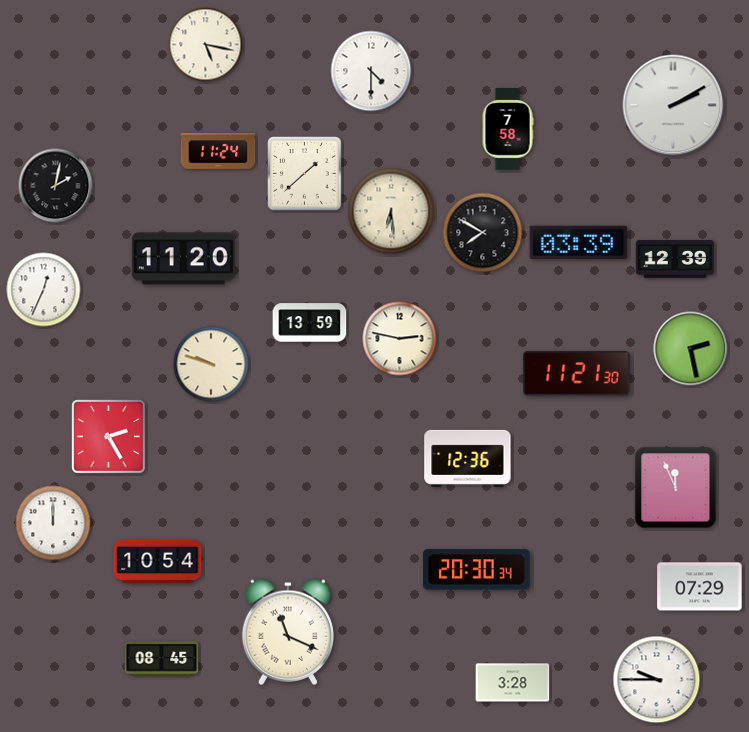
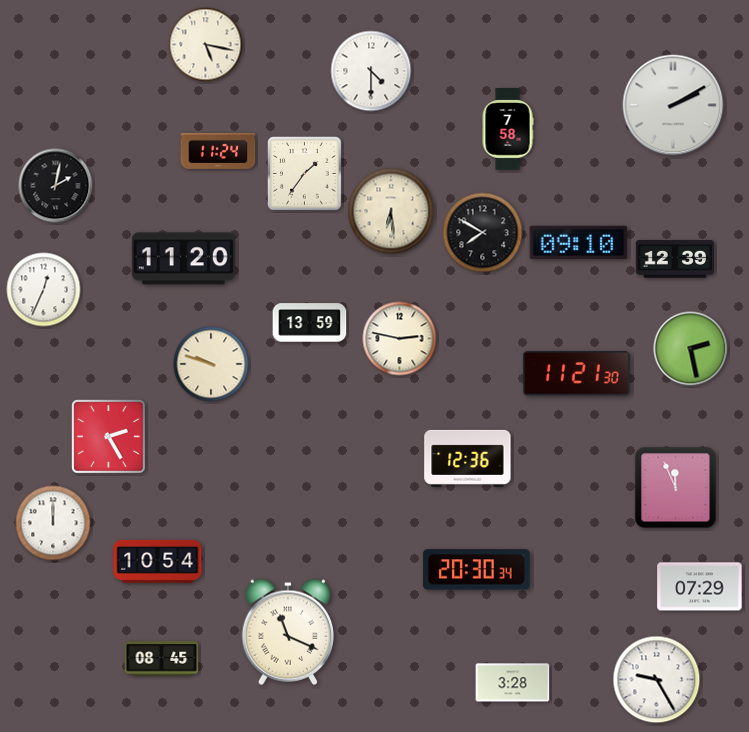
clock at (305, 174): 1:38 -> 1:36
clock at (579, 243): 03:39 -> 09:10
clock at (657, 680): 9:45 -> 9:25
